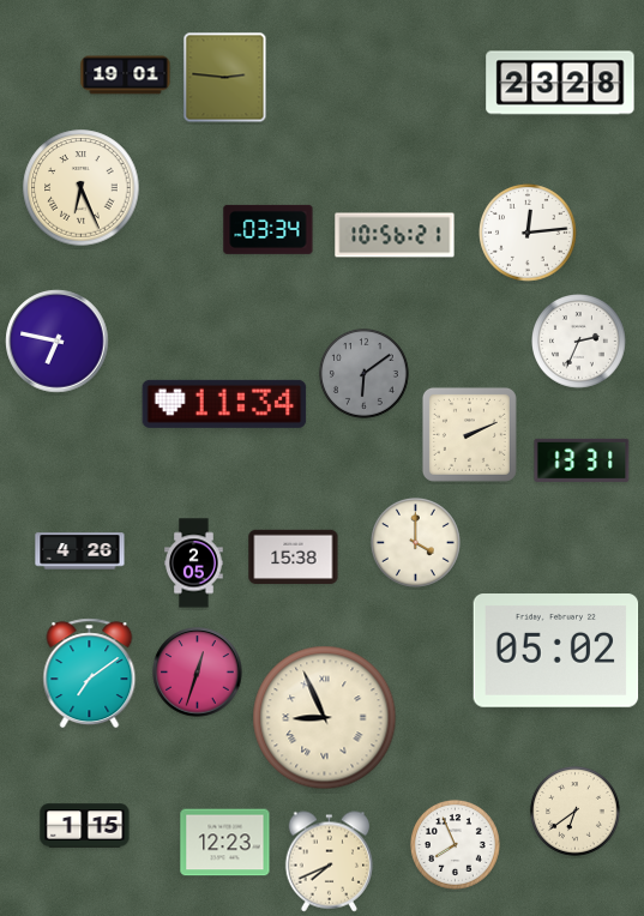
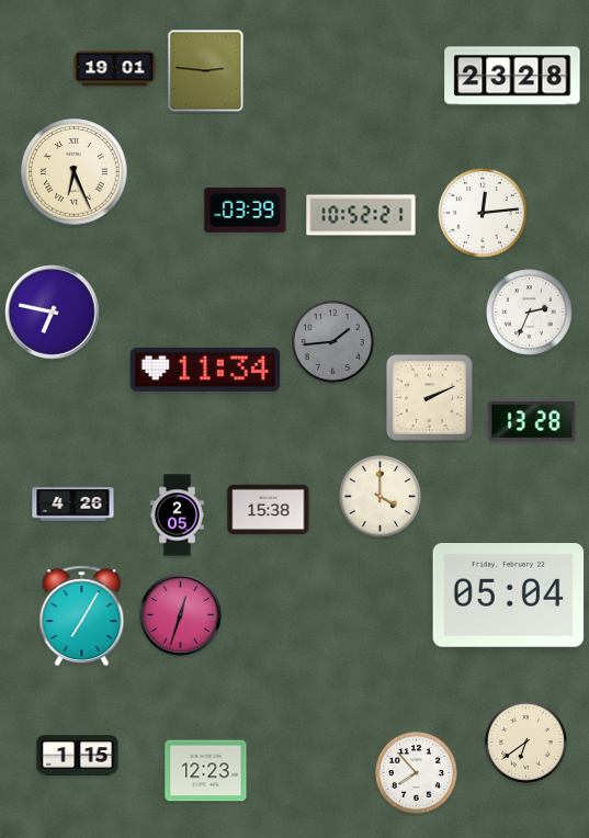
clock at (269, 229): 03:34 -> 03:39
clock at (395, 235): 10:56 -> 10:52
clock at (363, 373): 6:09 -> 1:44
clock at (582, 460): 13:31 -> 13:28
clock at (556, 651): 05:02 -> 05:04
clock at (90, 674): 7:09 -> 7:05
clock at (325, 718): 8:56 -> none
clock at (455, 844): 7:56 -> 7:53
clock at (330, 862): 7:41 -> none
